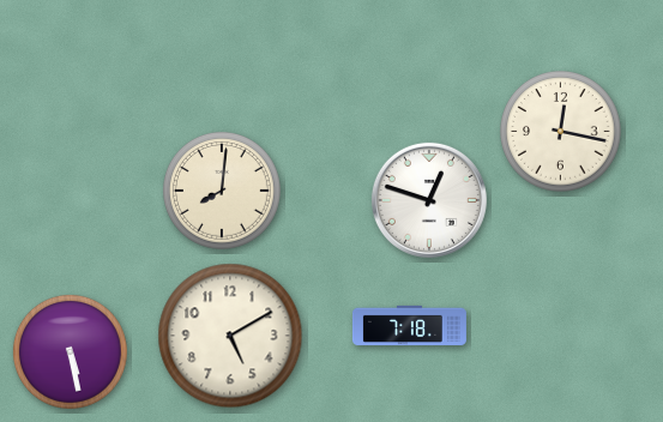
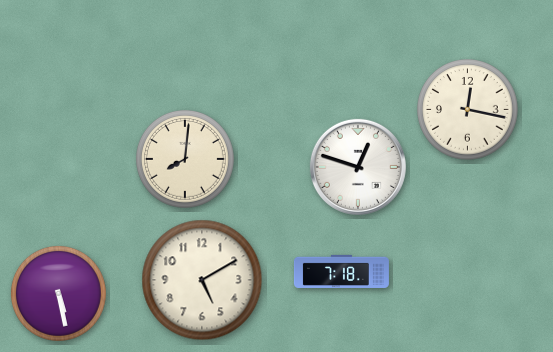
clock at (230, 336) position: (230, 336) -> (202, 280)
